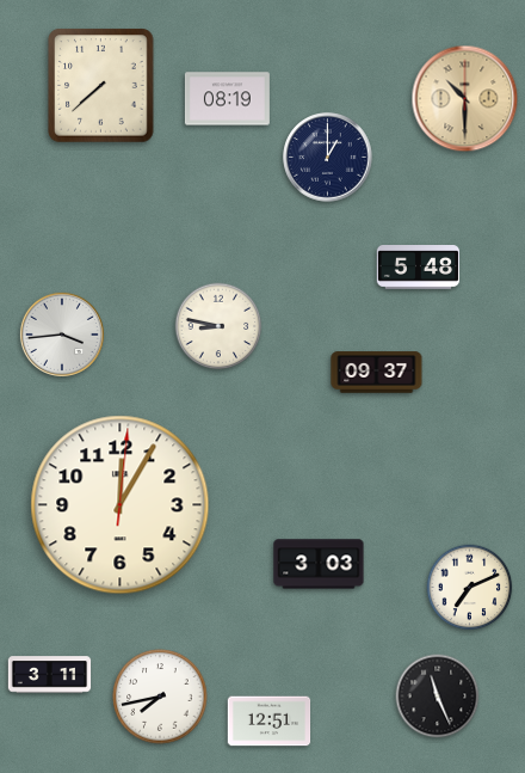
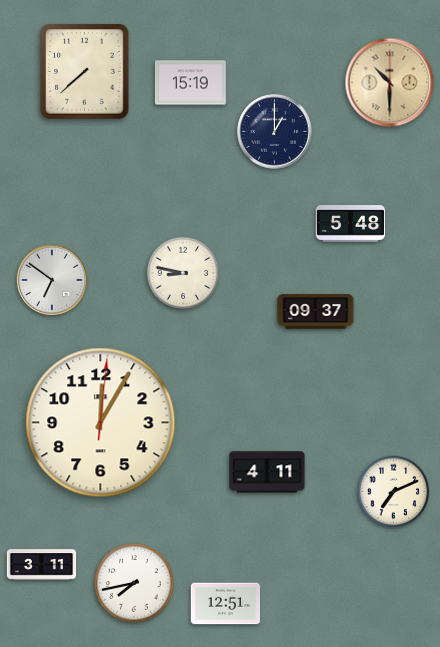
clock at (227, 99): 08:19 -> 15:19
clock at (62, 335): 3:44 -> 6:51
clock at (319, 564): 3:03 -> 4:11
clock at (438, 697): 11:26 -> none
